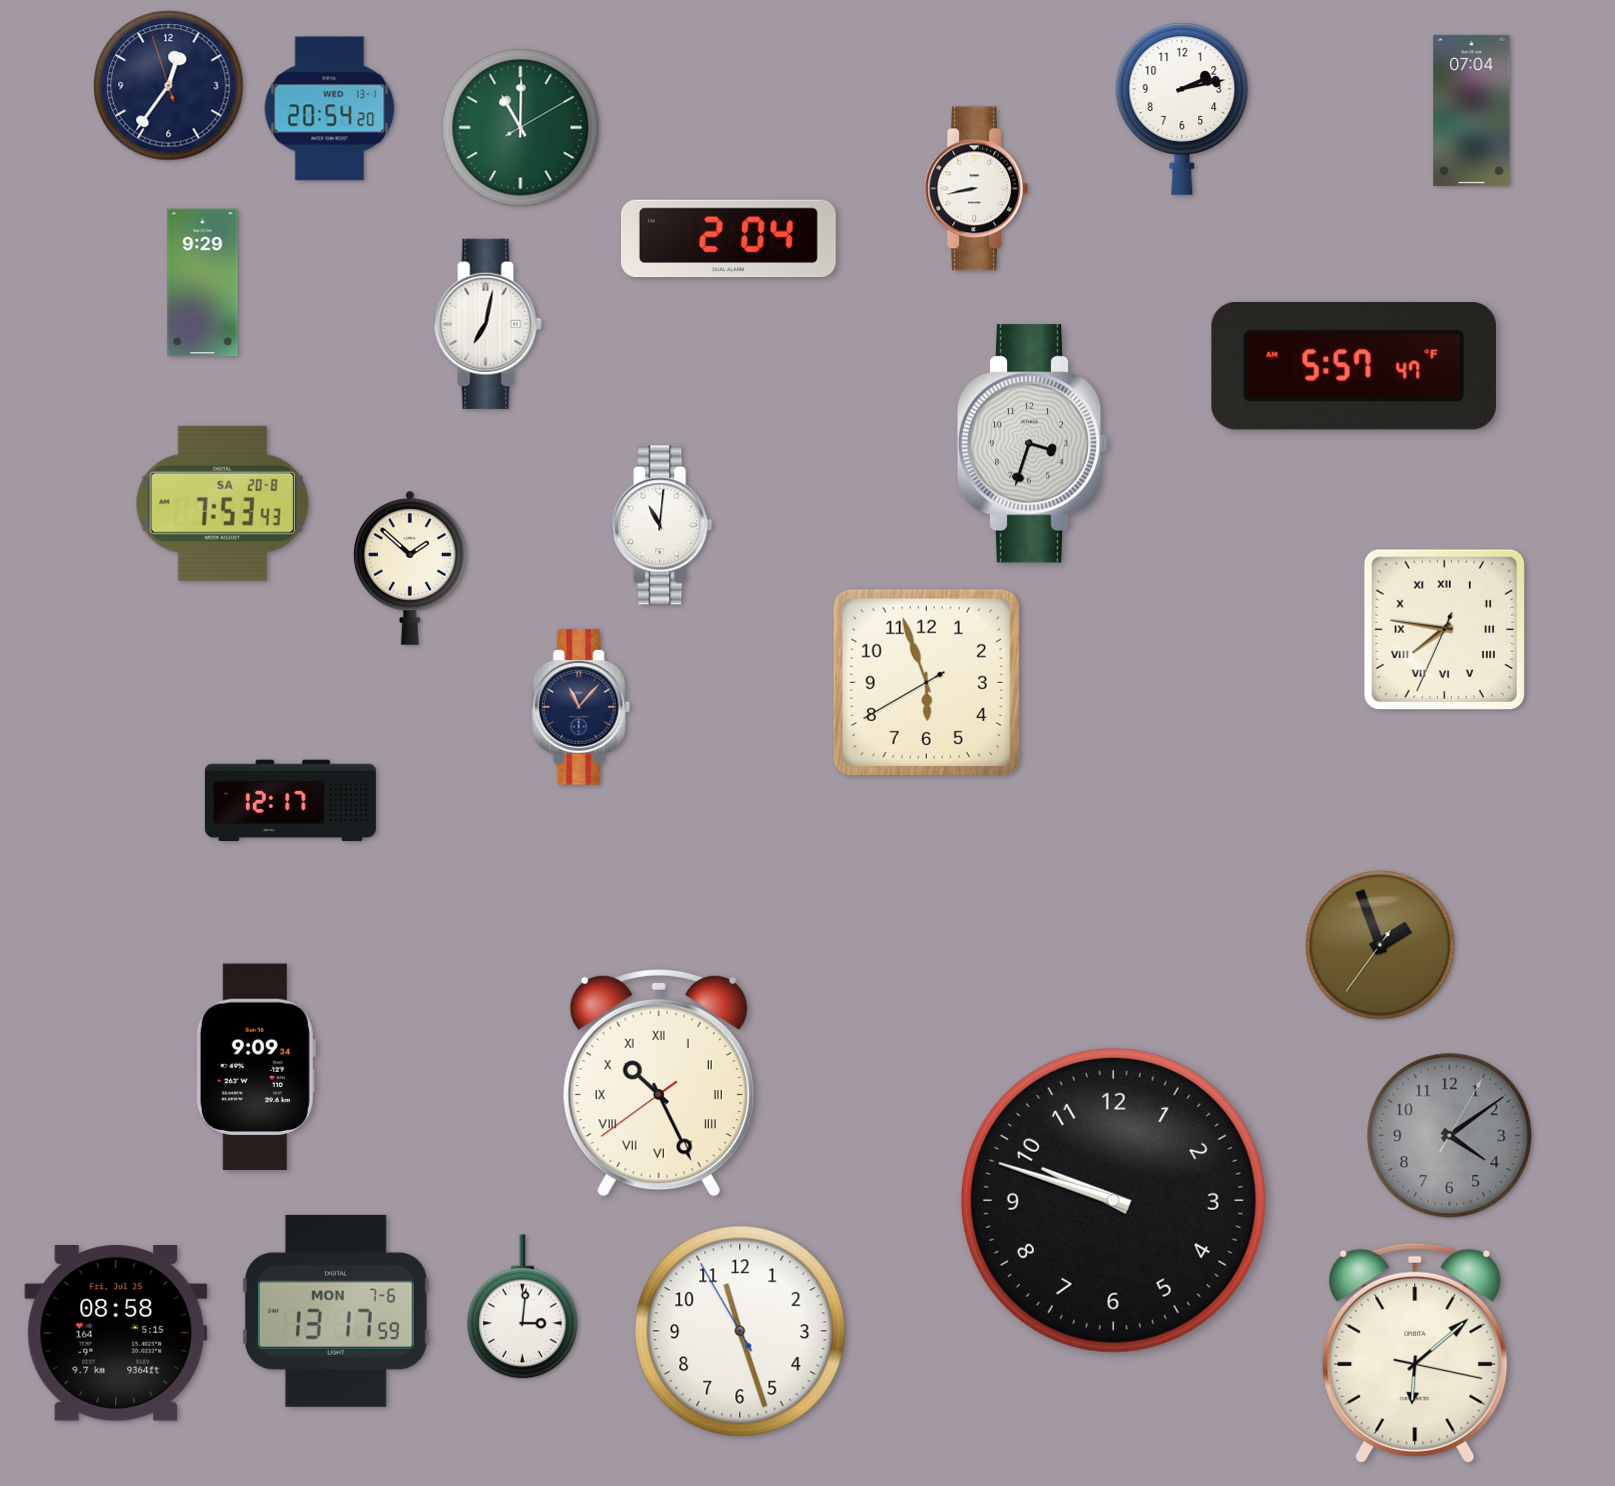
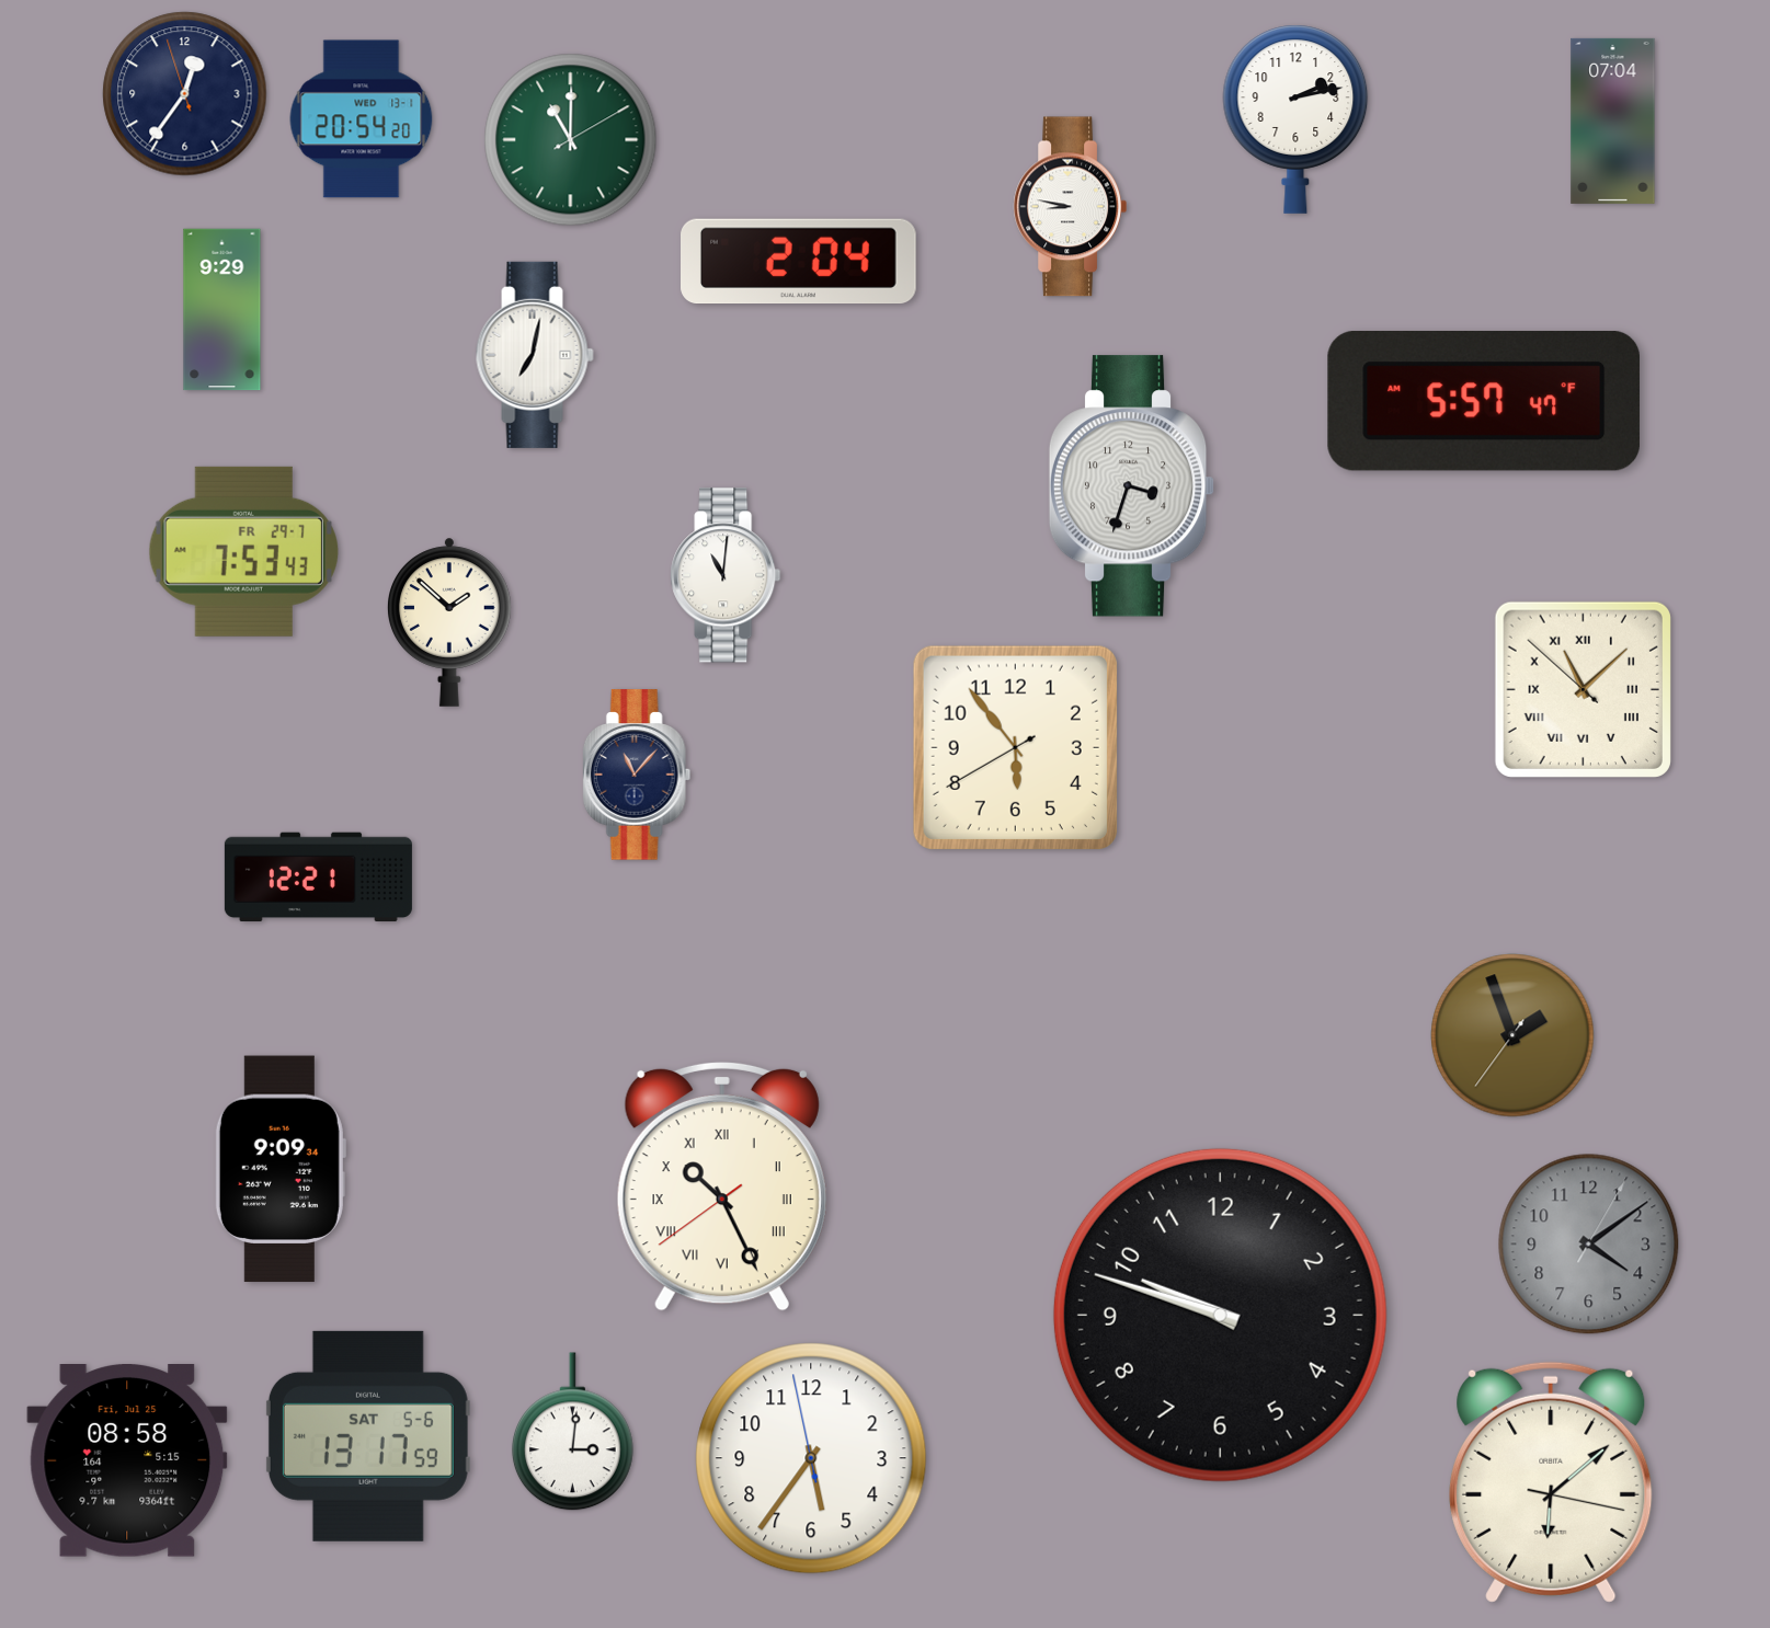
clock at (976, 189): 8:43 -> 8:47
clock at (222, 503) date: SA 20-8 -> FR 29-7
clock at (1444, 629): 7:46 -> 11:07
clock at (926, 682): 5:56 -> 5:53
clock at (290, 801): 12:17 -> 12:21
clock at (336, 1311) date: MON 7-6 -> SAT 5-6
clock at (740, 1331): 11:26 -> 5:35
